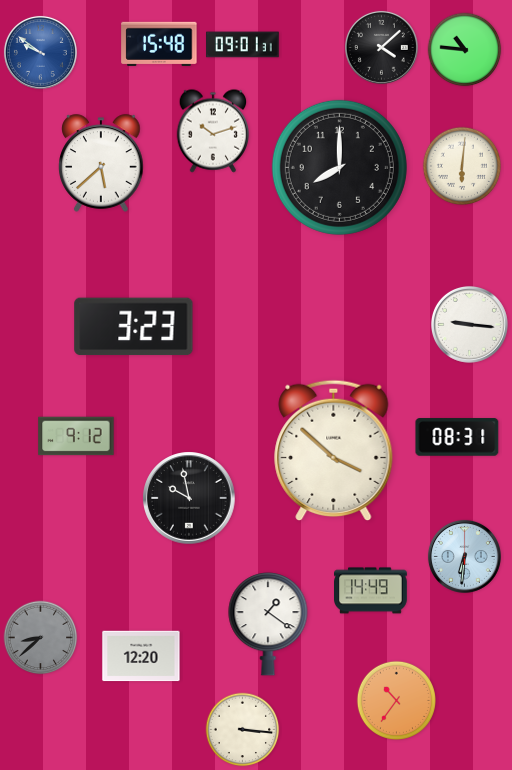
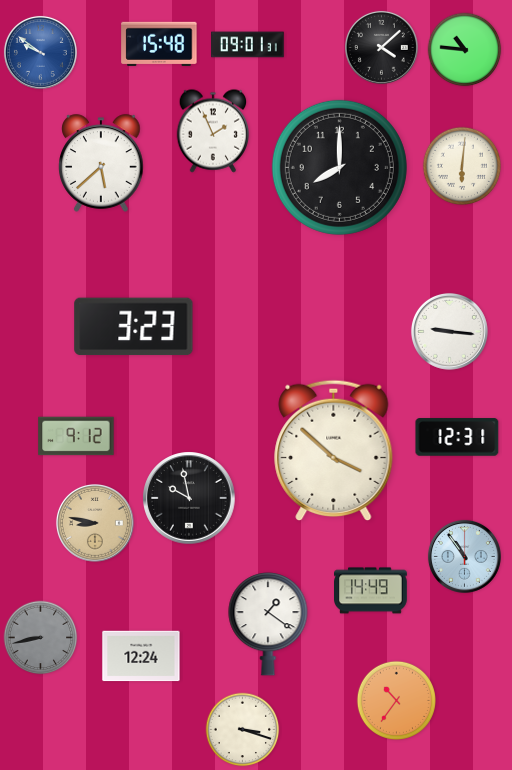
clock at (243, 45) position: (243, 45) -> (248, 45)
clock at (213, 131): 10:12 -> 1:56
clock at (469, 324) position: (469, 324) -> (449, 331)
clock at (457, 437): 08:31 -> 12:31
clock at (95, 523): none -> 8:47
clock at (464, 556): 6:31 -> 10:54
clock at (41, 638): 8:38 -> 8:43
clock at (141, 656): 12:20 -> 12:24
clock at (243, 730): 3:16 -> 3:18
